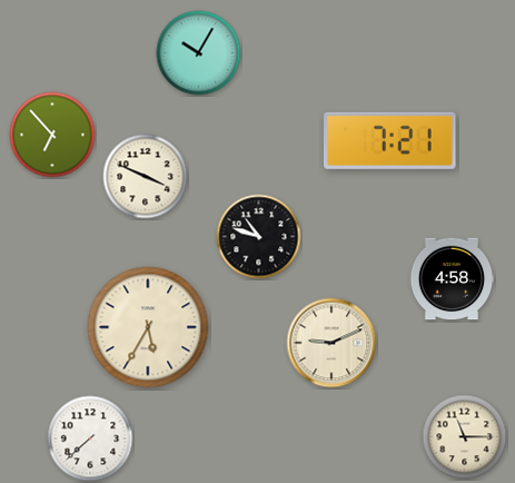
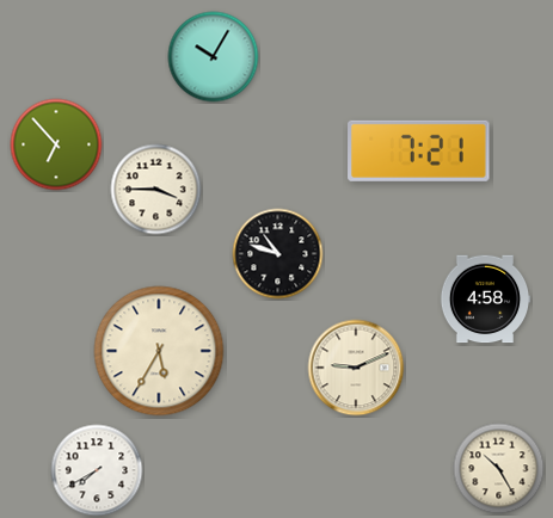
clock at (146, 177): 3:49 -> 3:45
clock at (465, 437): 11:15 -> 10:25
clock at (90, 438): 7:38 -> 7:40
